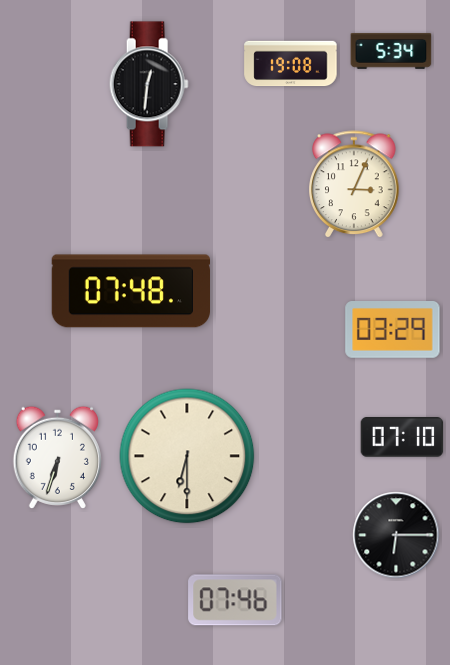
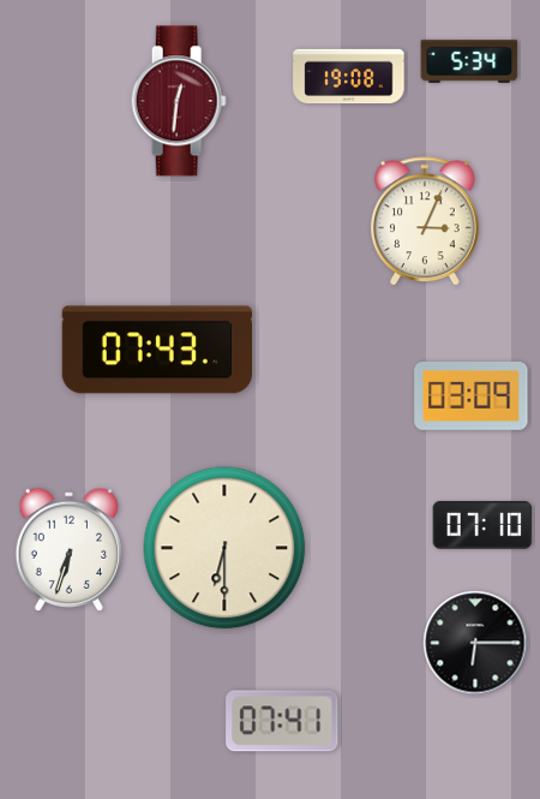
clock at (149, 84) dial: black -> burgundy
clock at (130, 291): 07:48 -> 07:43
clock at (393, 330): 03:29 -> 03:09
clock at (235, 600): 07:46 -> 07:41
